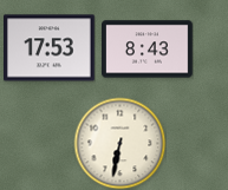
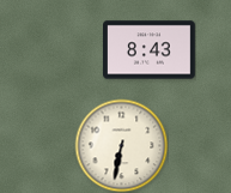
clock at (50, 48): 17:53 -> none
